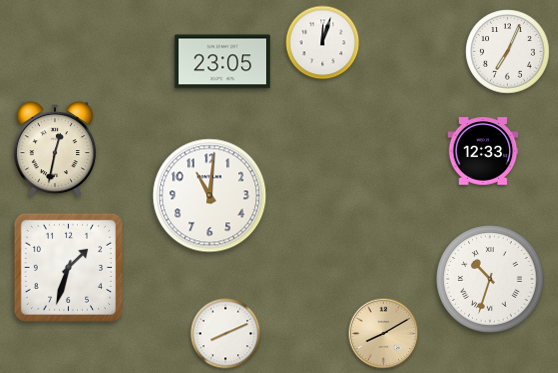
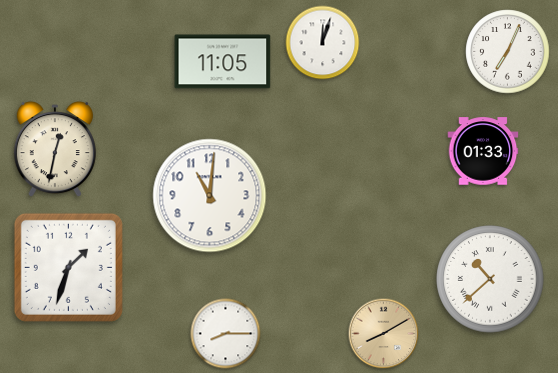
clock at (223, 62): 23:05 -> 11:05
clock at (483, 151): 12:33 -> 01:33
clock at (490, 279): 10:33 -> 10:38
clock at (226, 334): 8:11 -> 8:15
